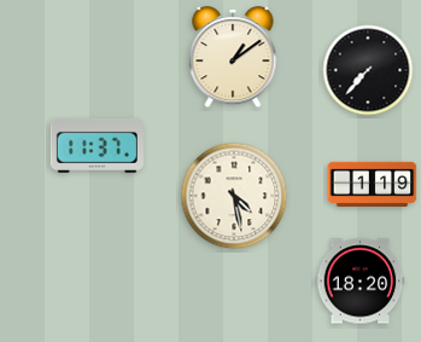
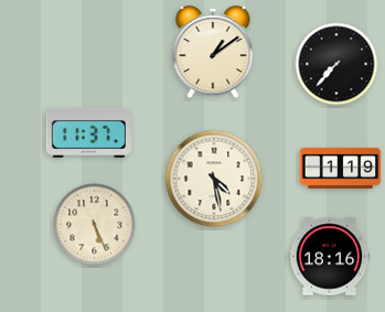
clock at (95, 225): none -> 5:26
clock at (361, 282): 18:20 -> 18:16
